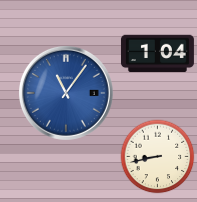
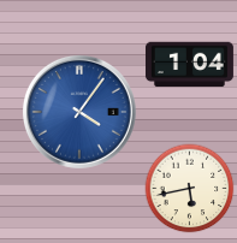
clock at (66, 93): 11:06 -> 4:06
clock at (158, 157): 8:43 -> 5:43
